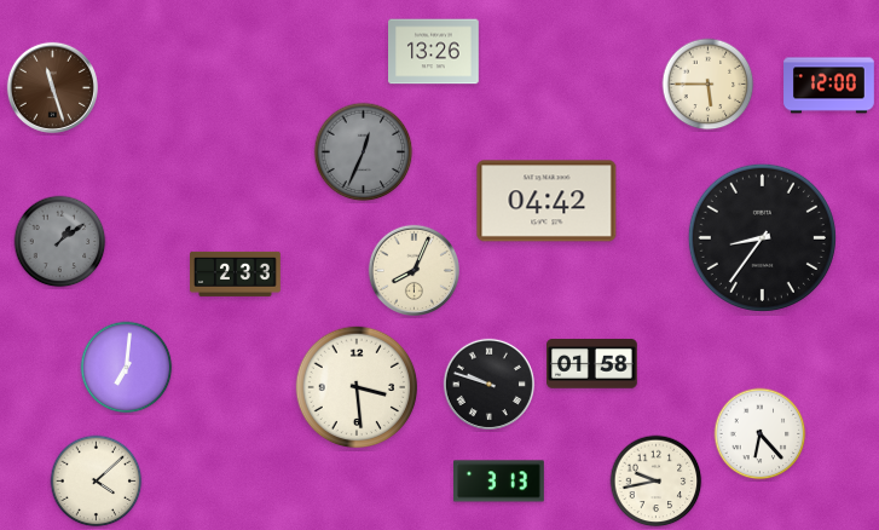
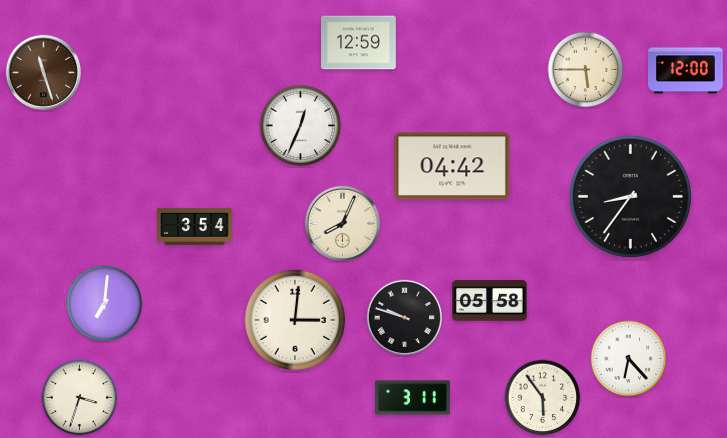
clock at (434, 52): 13:26 -> 12:59
clock at (364, 152) dial: grey -> white
clock at (60, 242): 1:09 -> none
clock at (236, 273): 2:33 -> 3:54
clock at (592, 364): 01:58 -> 05:58
clock at (357, 387): 3:29 -> 3:01
clock at (97, 482): 4:08 -> 3:33
clock at (499, 482): 3:13 -> 3:11
clock at (657, 482): 9:43 -> 5:54
